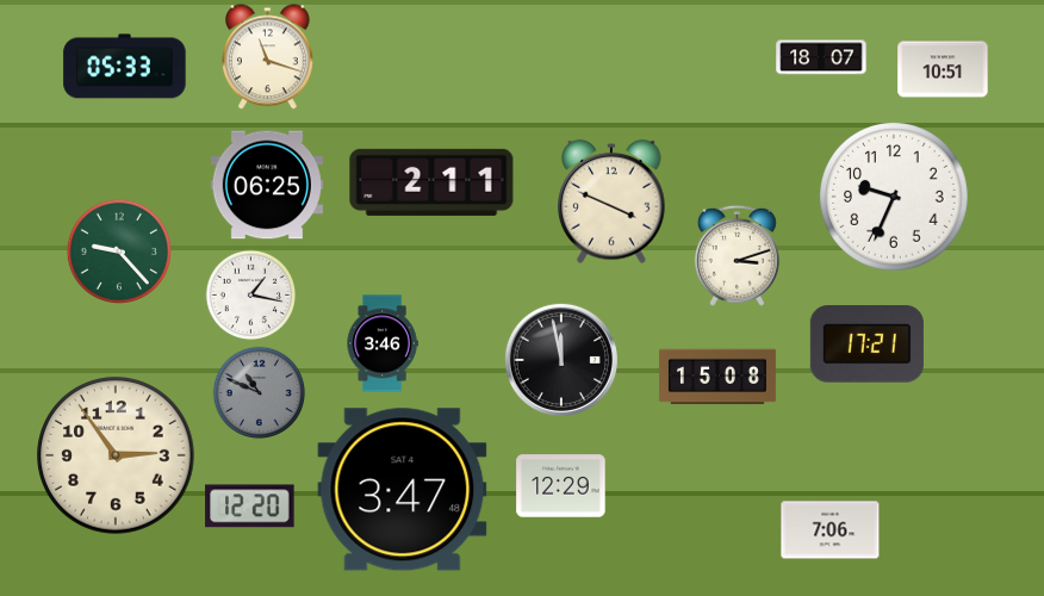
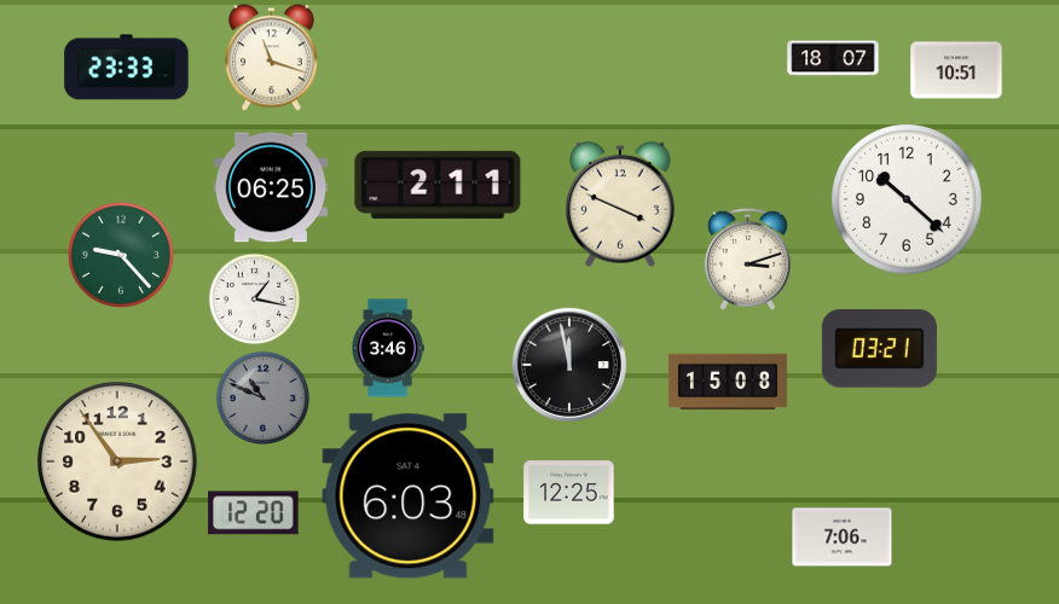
clock at (125, 67): 05:33 -> 23:33
clock at (895, 198): 9:34 -> 10:22
clock at (866, 344): 17:21 -> 03:21
clock at (561, 486): 12:29 -> 12:25
clock at (403, 490): 3:47 -> 6:03
